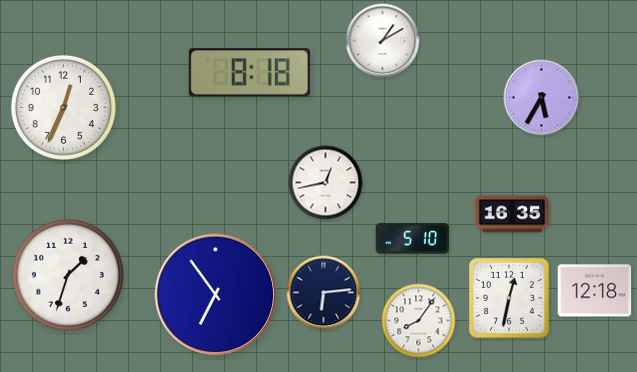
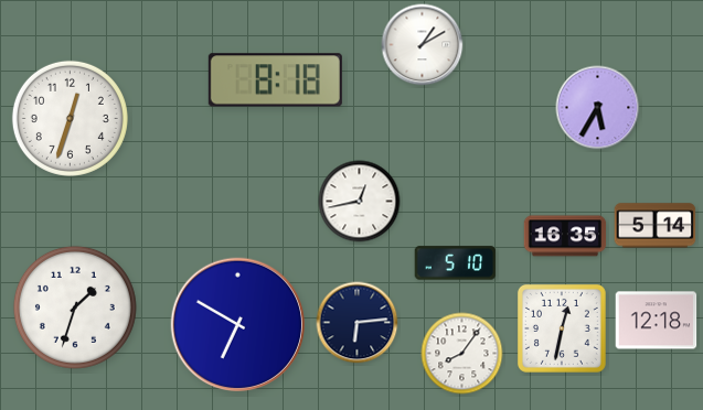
clock at (63, 107): 12:34 -> 12:33
clock at (656, 226): none -> 5:14
clock at (68, 275) position: (68, 275) -> (75, 307)
clock at (215, 294): 6:54 -> 6:50
